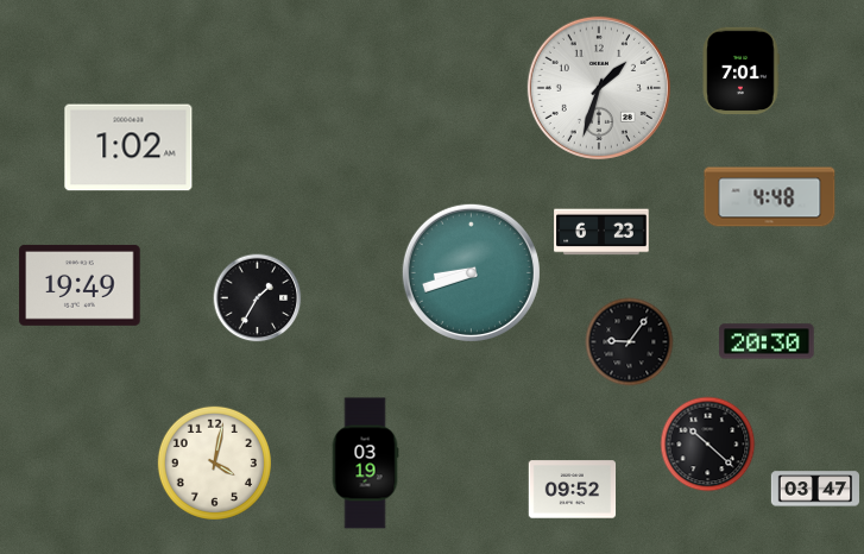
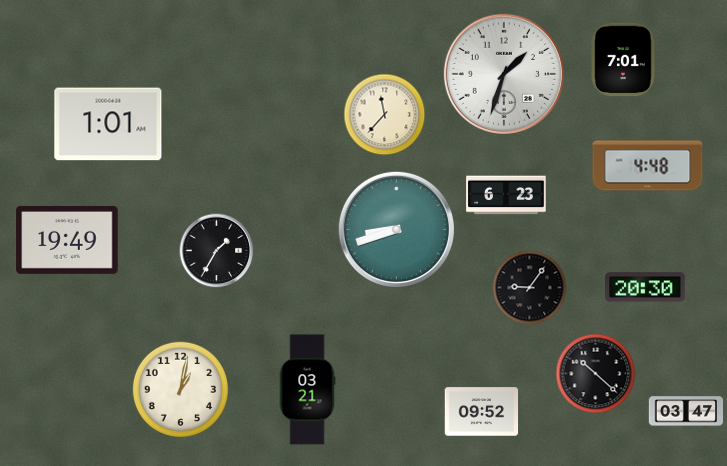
clock at (385, 115): none -> 11:37
clock at (128, 147): 1:02 -> 1:01
clock at (214, 462): 4:02 -> 1:02
clock at (365, 464): 03:19 -> 03:21
